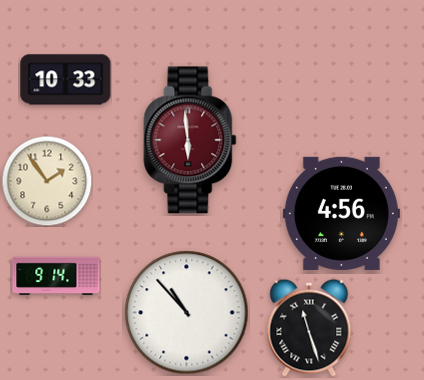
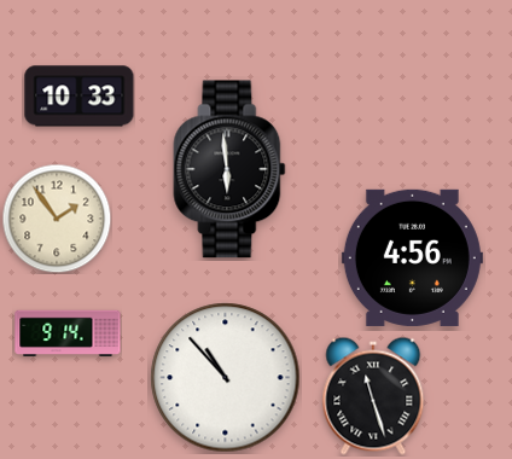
clock at (190, 140) dial: burgundy -> black
